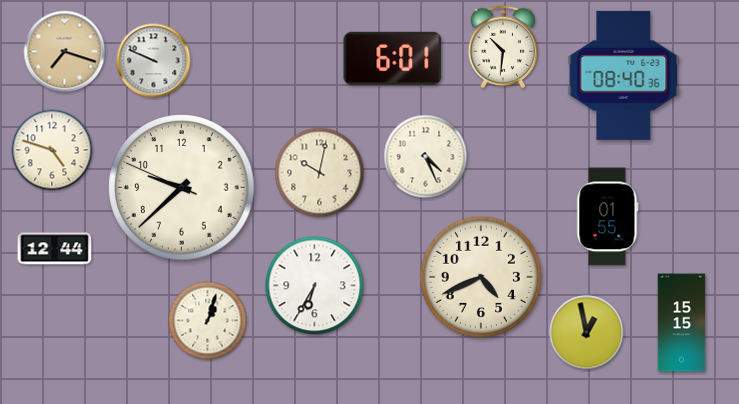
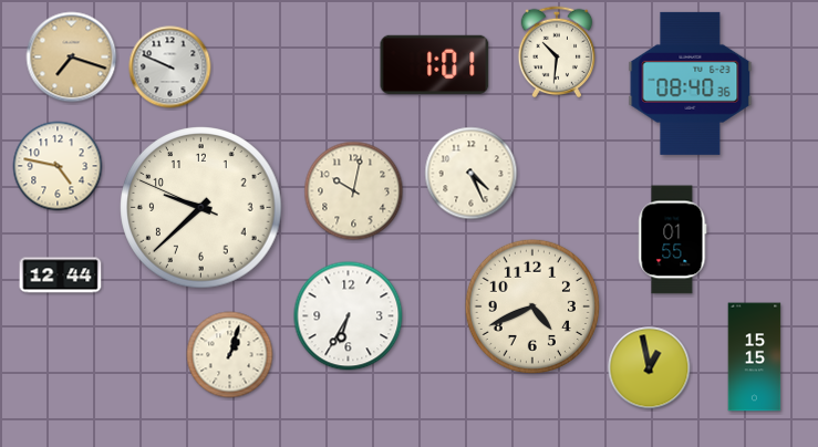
clock at (393, 58): 6:01 -> 1:01
clock at (52, 150): 4:48 -> 4:47
